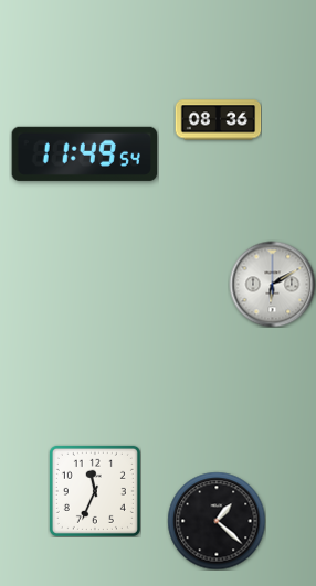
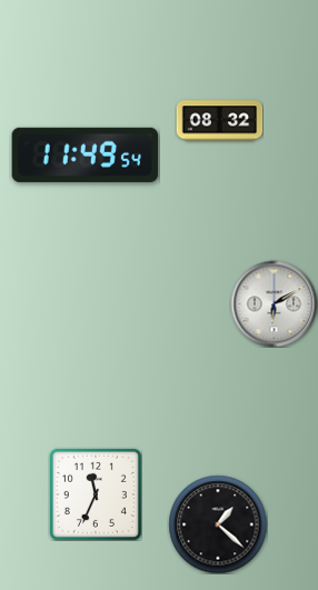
clock at (218, 120): 08:36 -> 08:32
clock at (272, 284) position: (272, 284) -> (274, 303)
